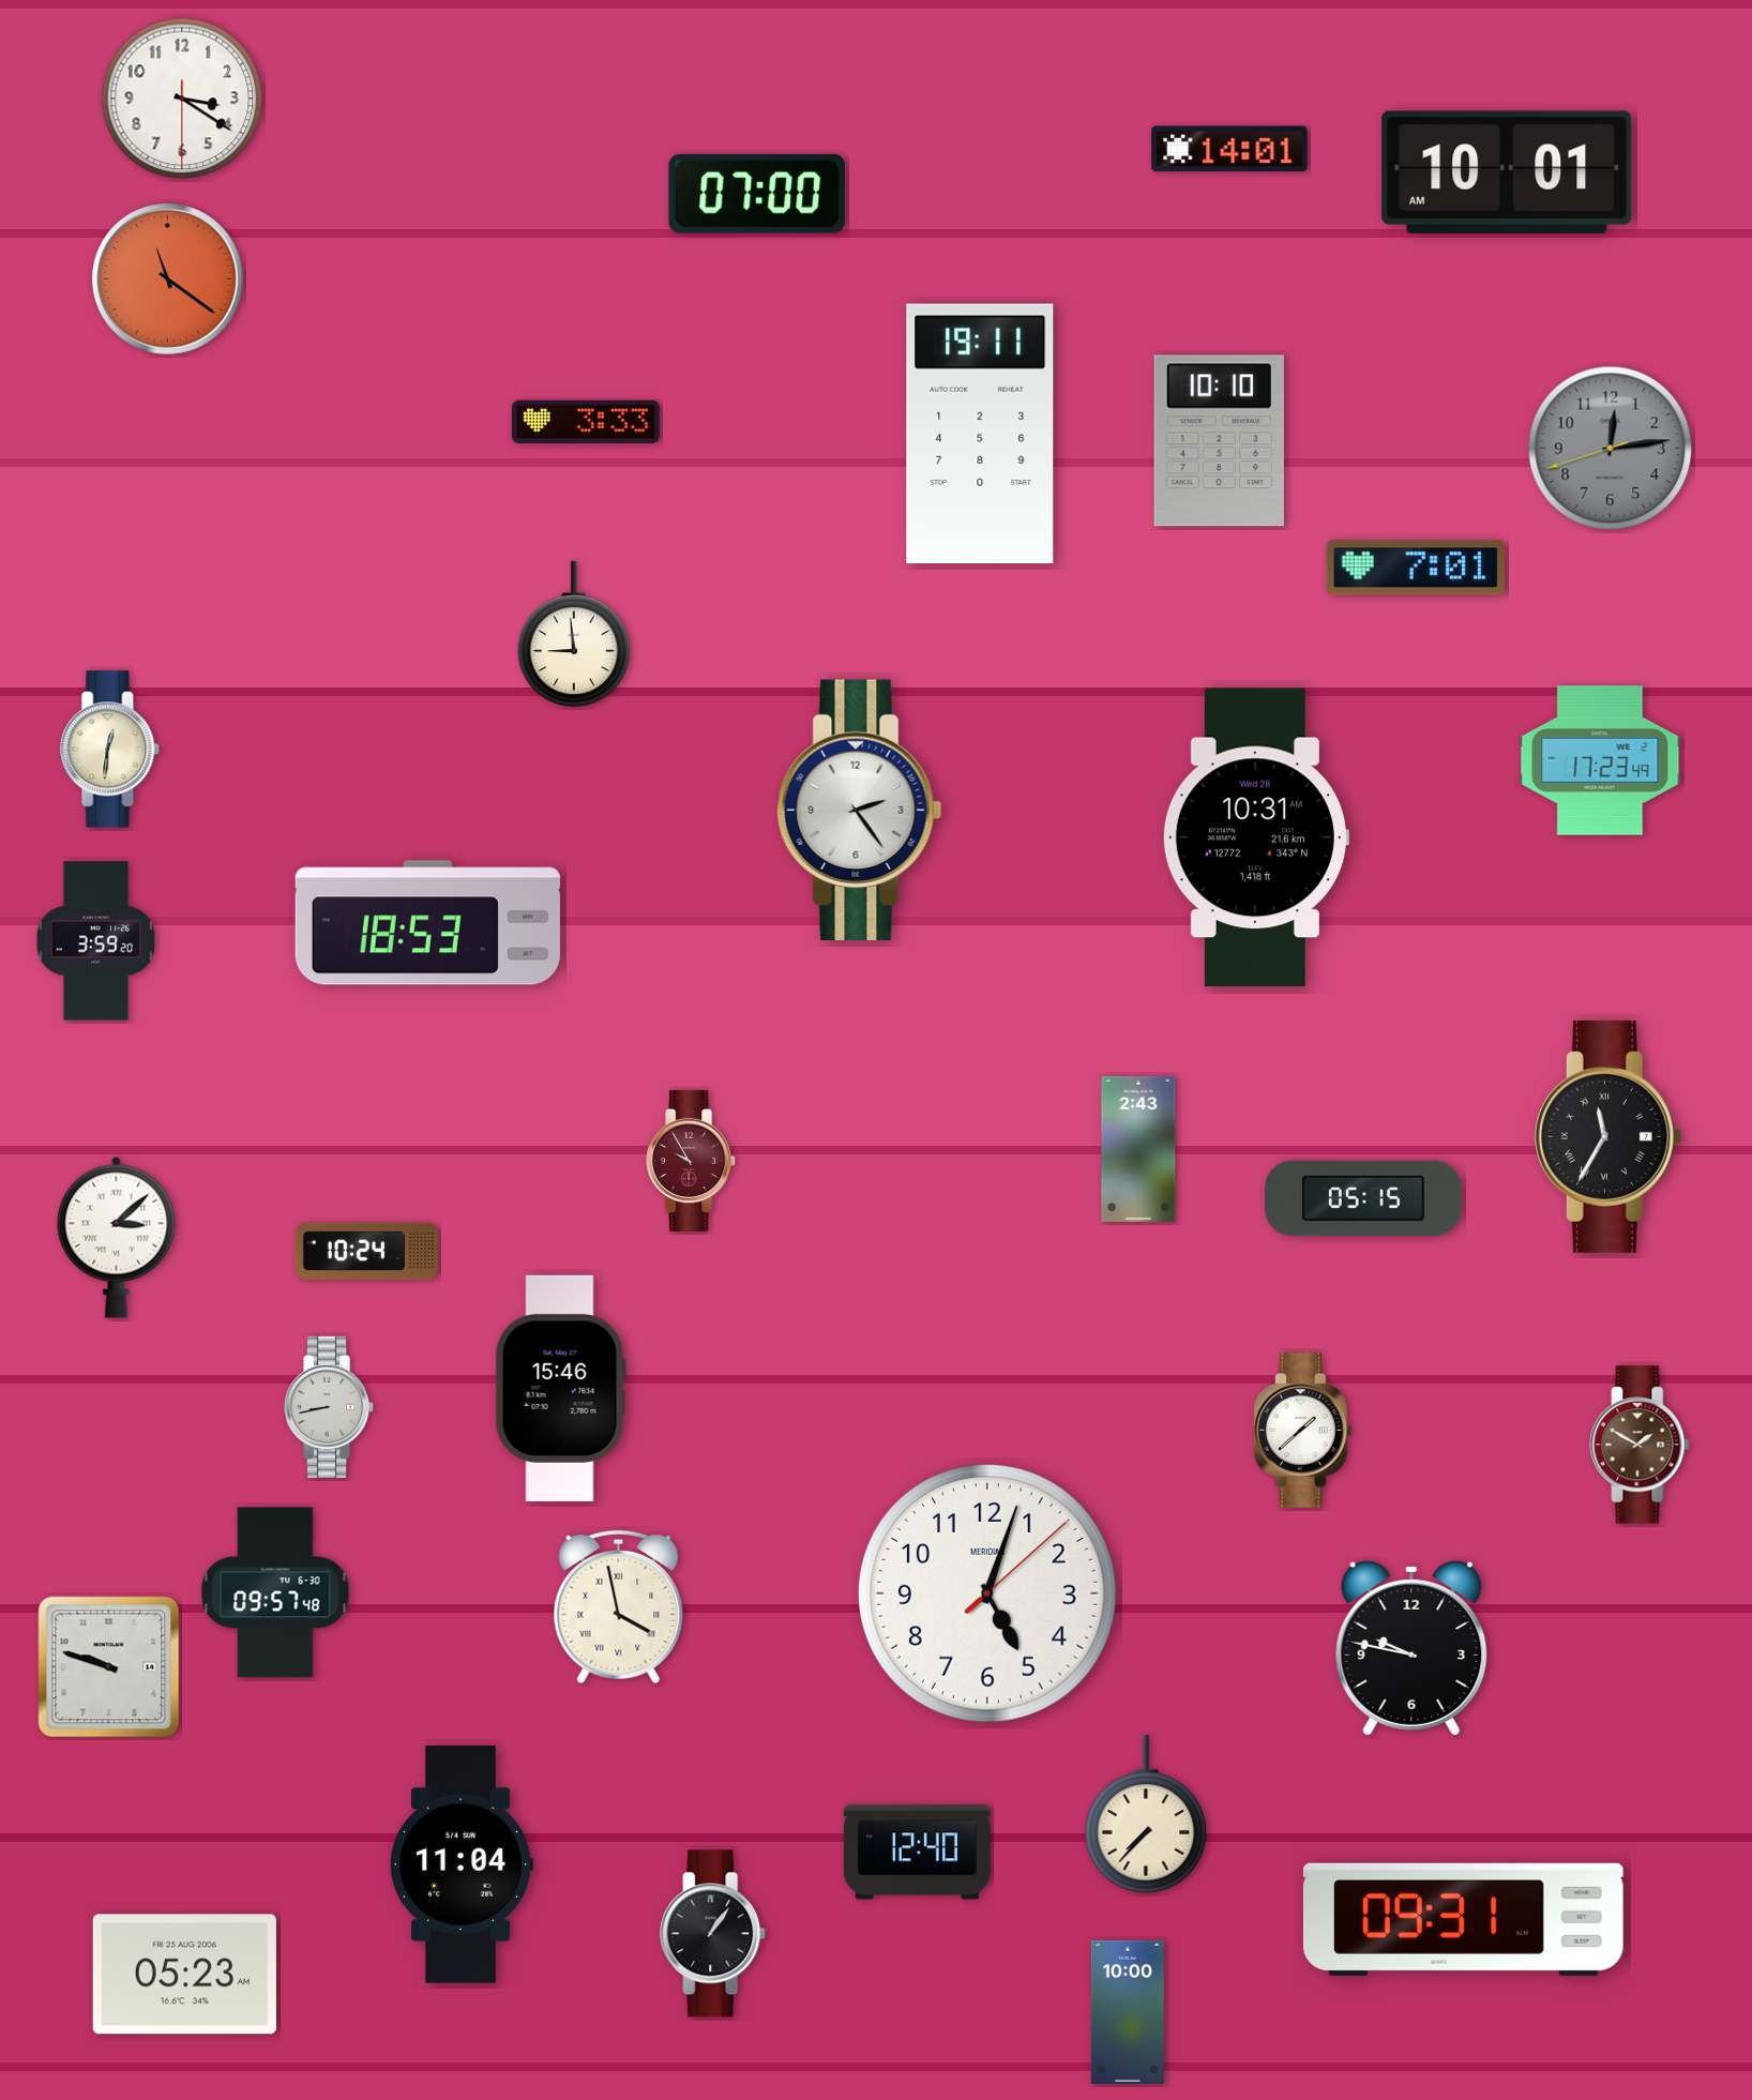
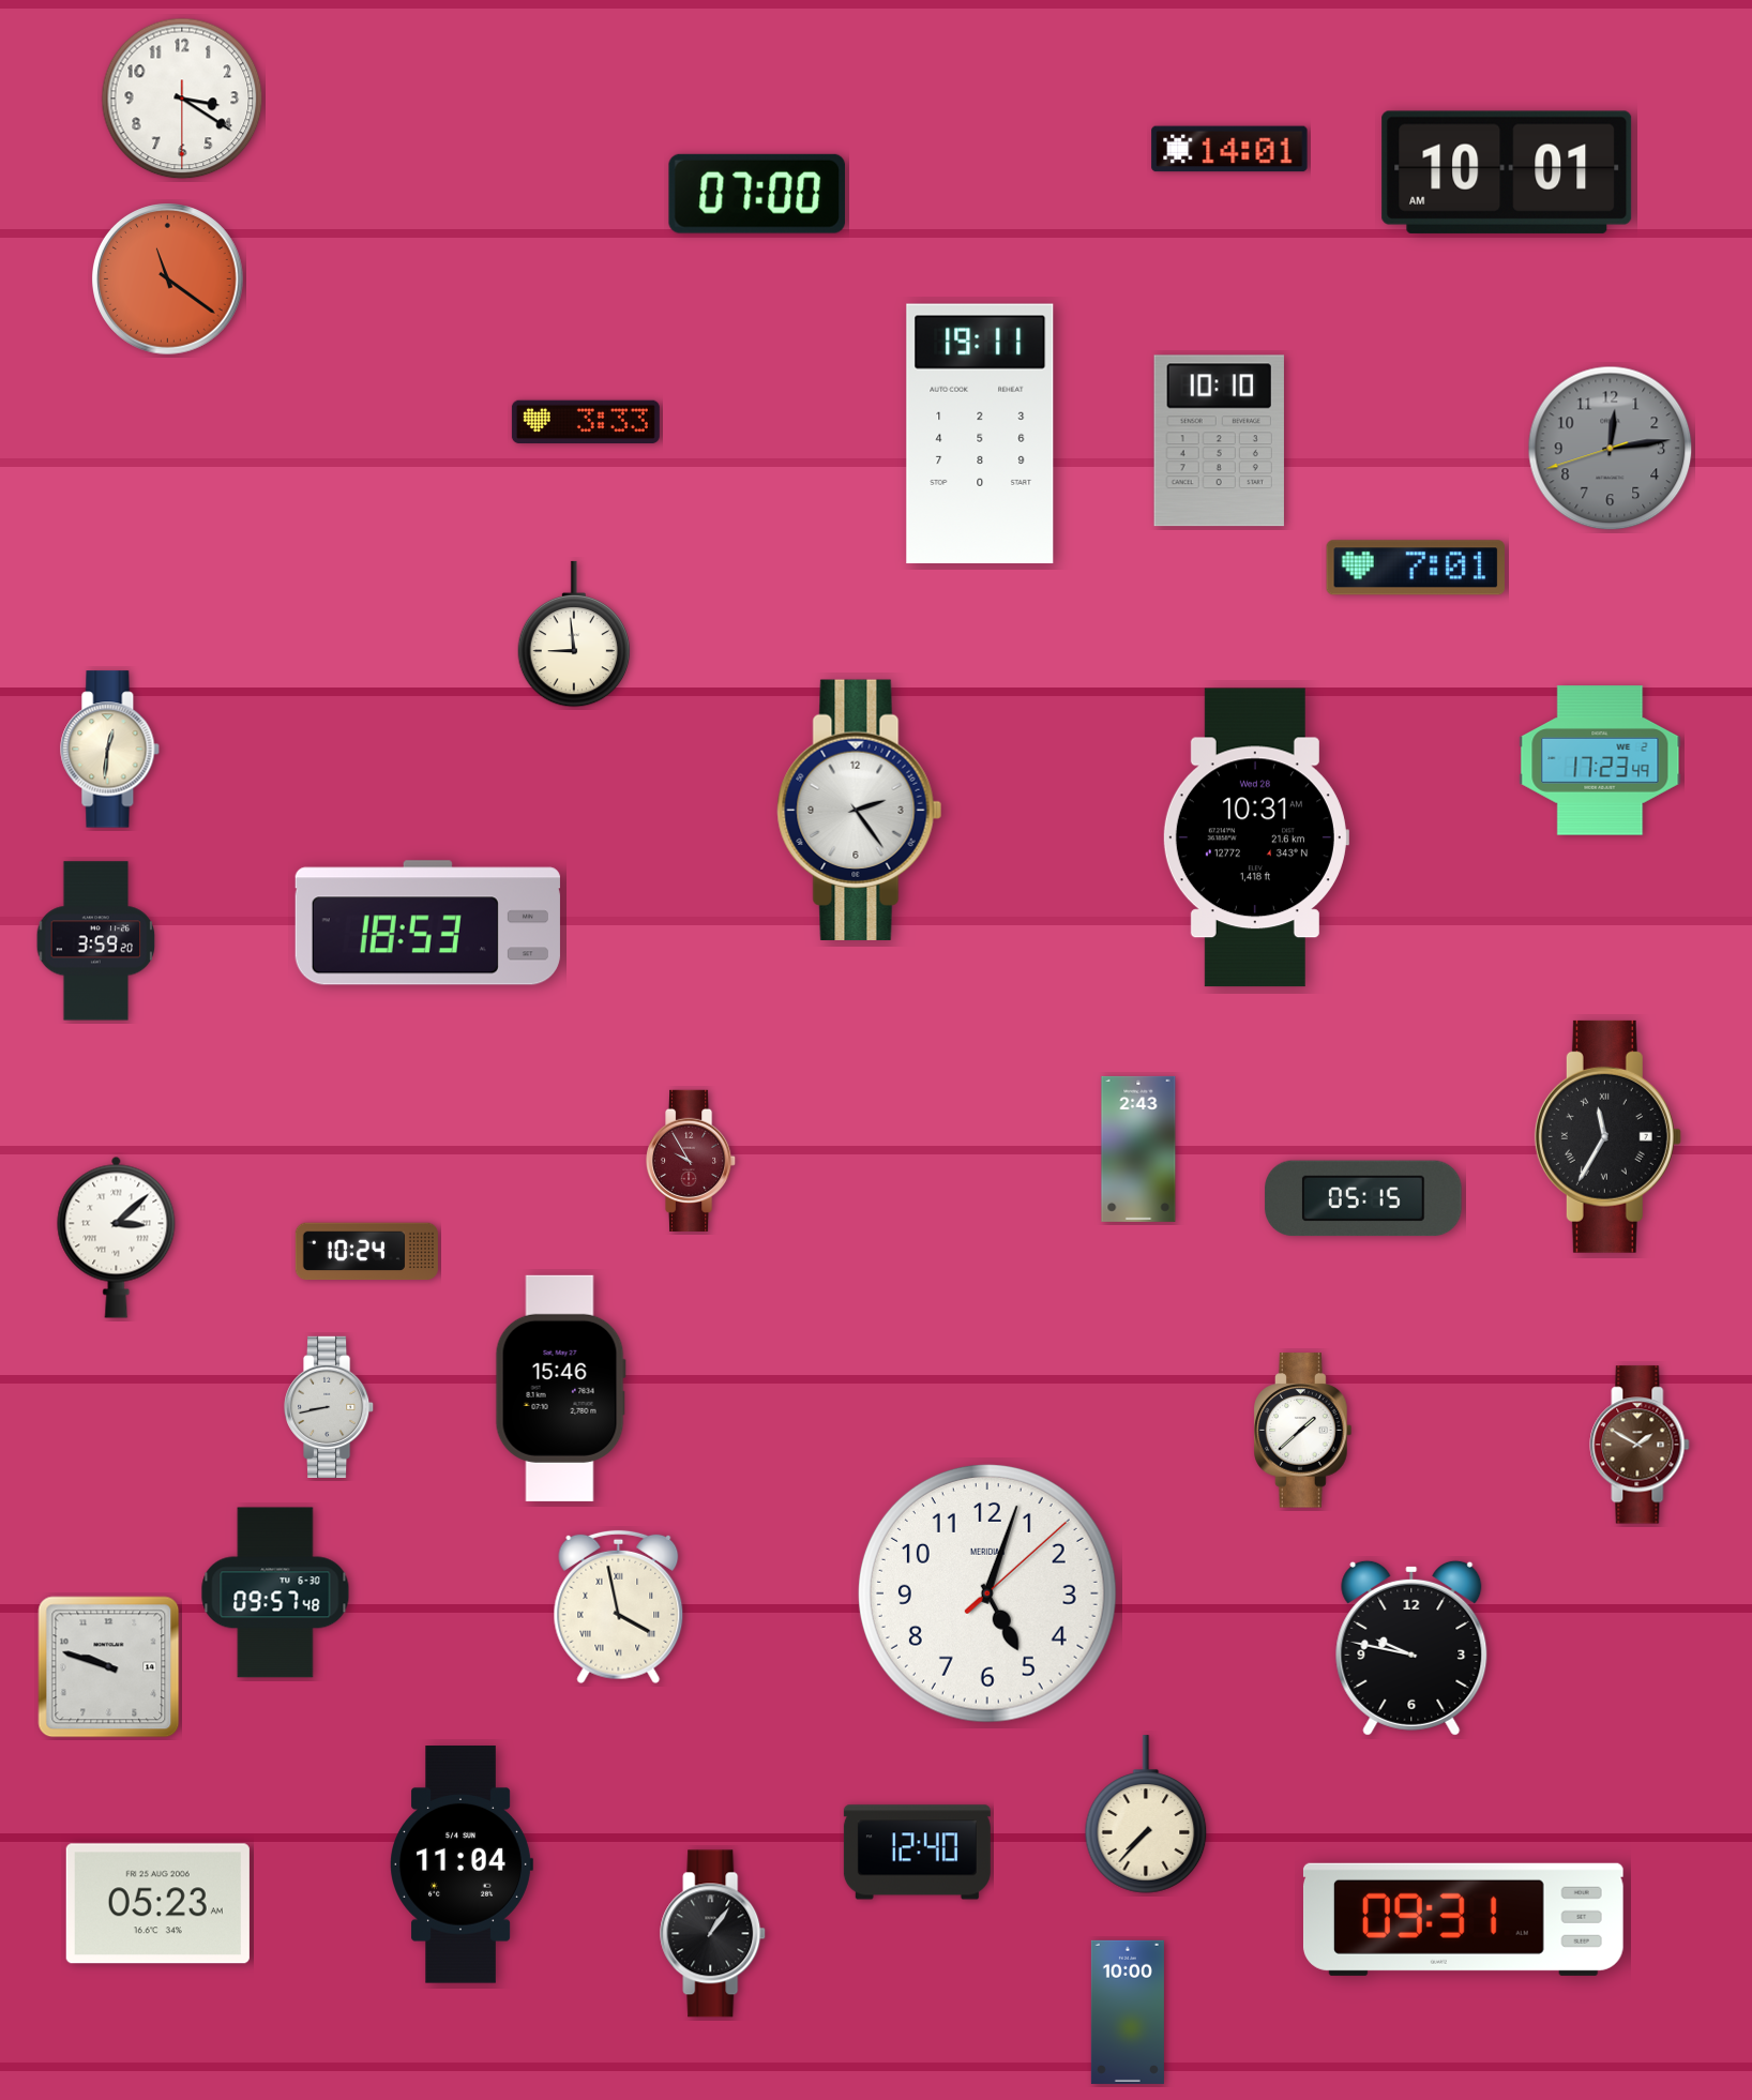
clock at (184, 1975) position: (184, 1975) -> (157, 1904)
